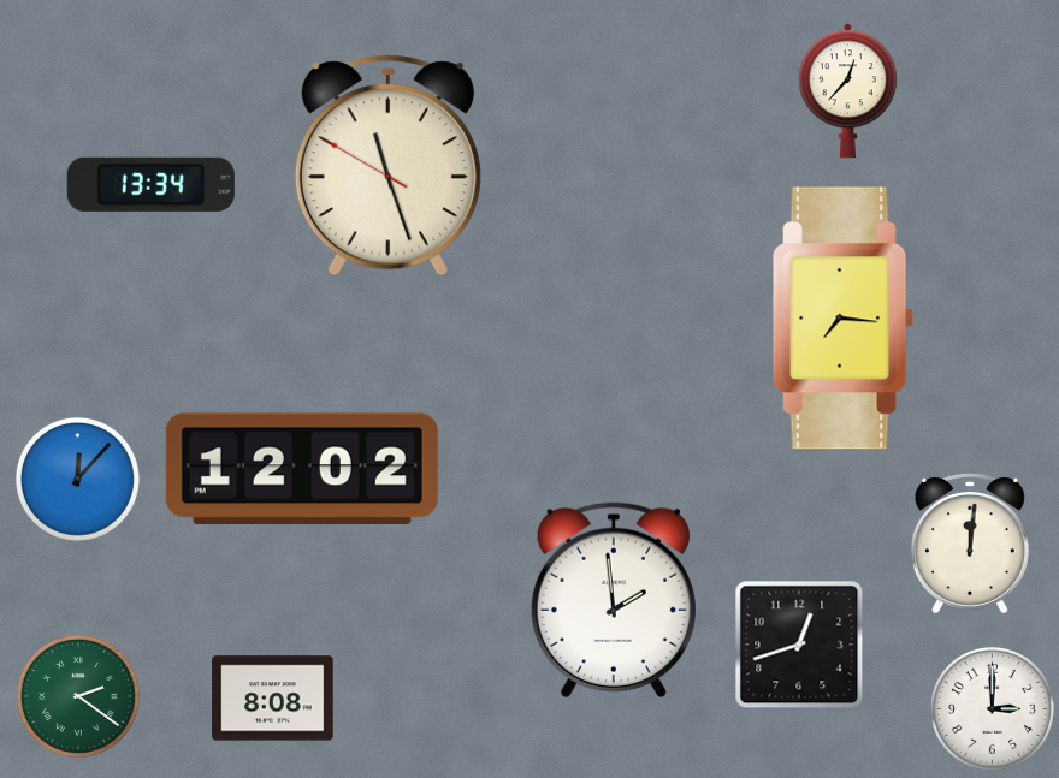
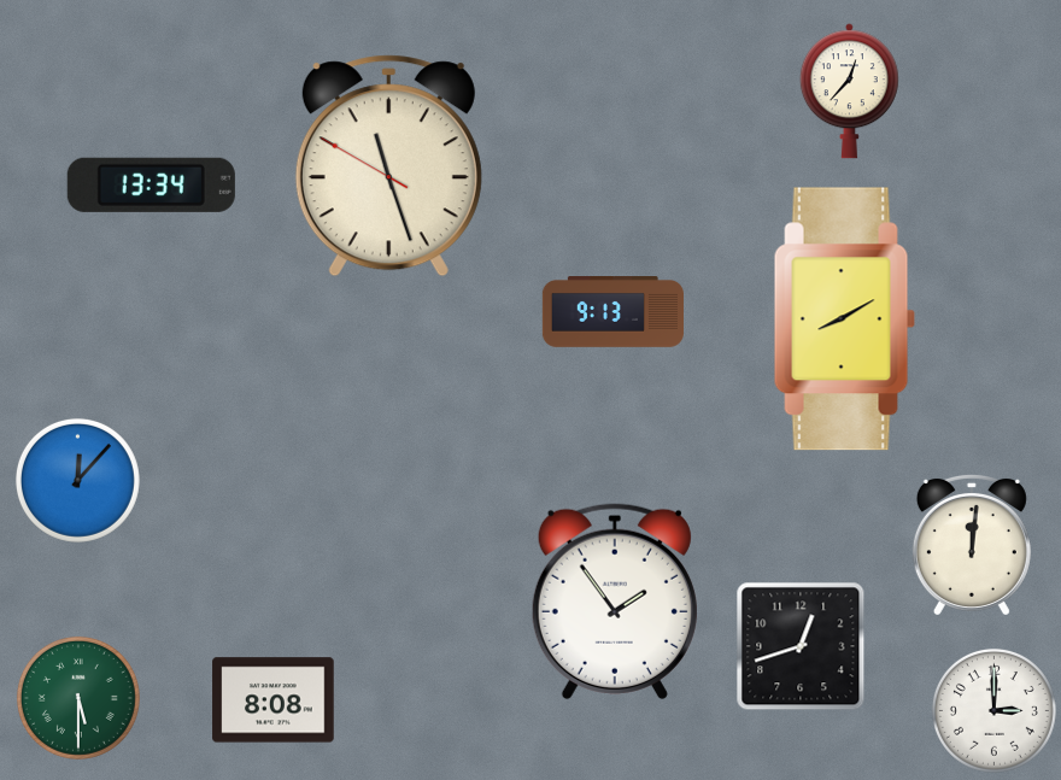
clock at (612, 312): none -> 9:13
clock at (842, 319): 7:16 -> 8:10
clock at (302, 469): 12:02 -> none
clock at (614, 600): 1:59 -> 1:54
clock at (78, 696): 2:21 -> 5:30
